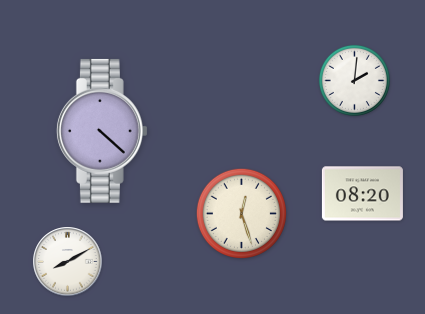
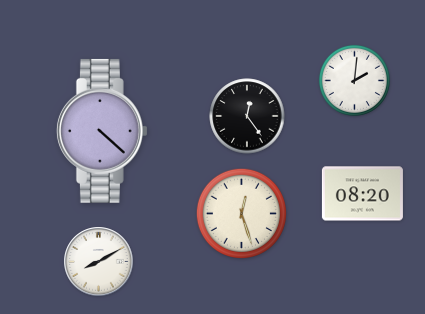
clock at (247, 116): none -> 12:24
clock at (68, 262) position: (68, 262) -> (99, 262)
